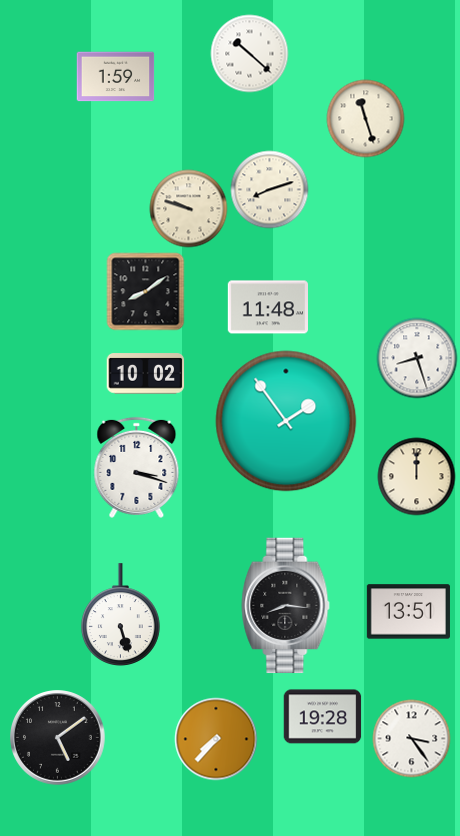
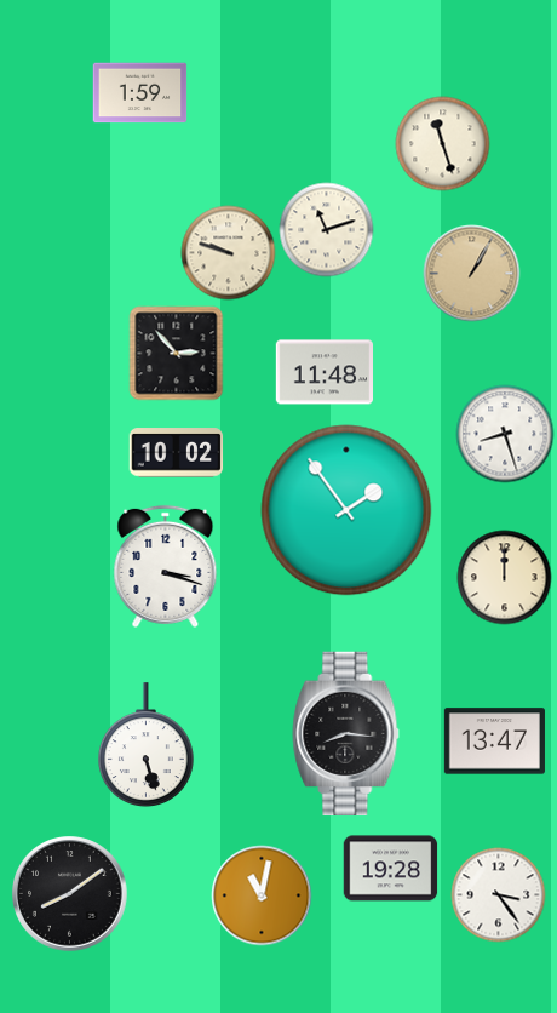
clock at (249, 53): 10:22 -> none
clock at (269, 189): 8:12 -> 11:12
clock at (471, 273): none -> 1:05
clock at (145, 291): 8:09 -> 2:53
clock at (408, 612): 13:51 -> 13:47
clock at (58, 738): 5:09 -> 8:09
clock at (216, 739): 7:37 -> 11:02
